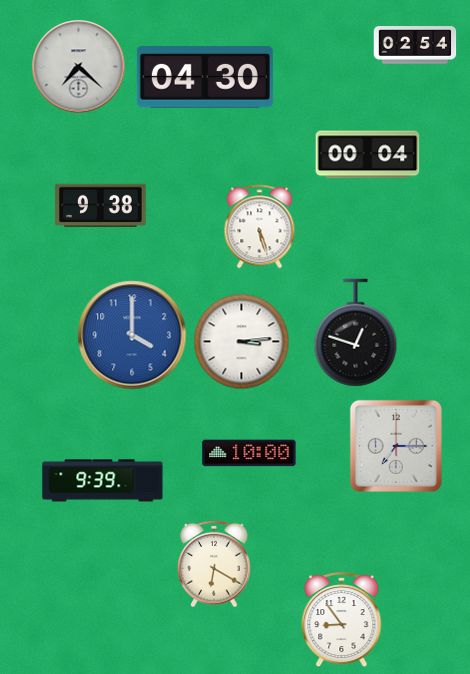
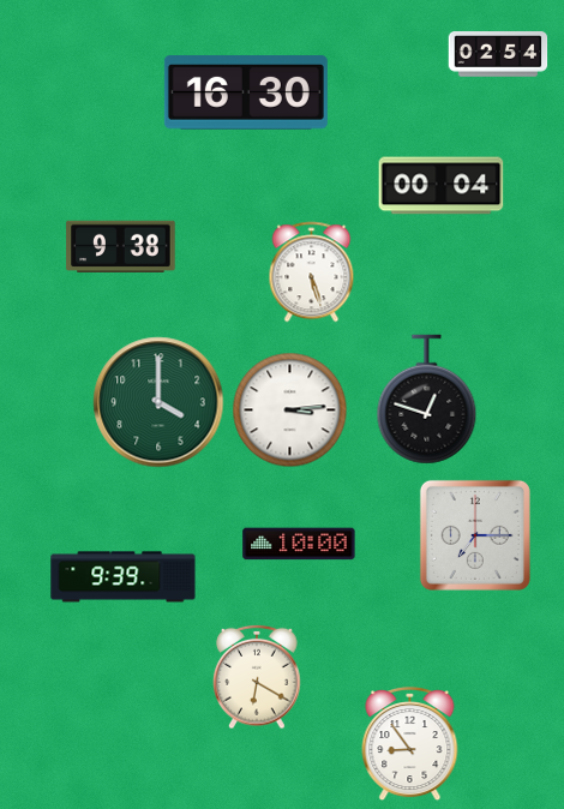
clock at (79, 67): 7:22 -> none
clock at (205, 77): 04:30 -> 16:30
clock at (132, 335) dial: blue -> green
